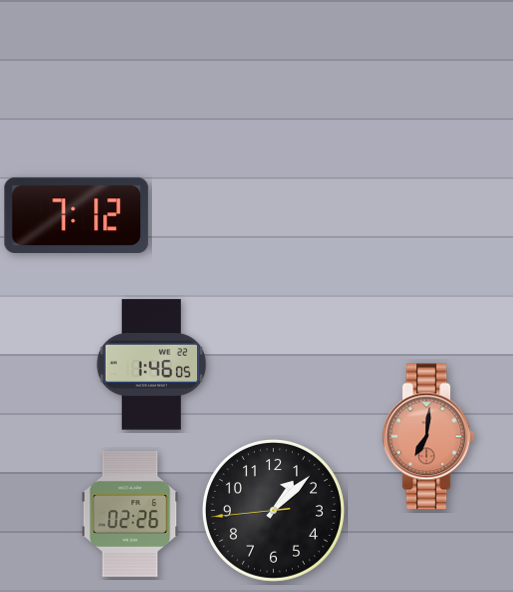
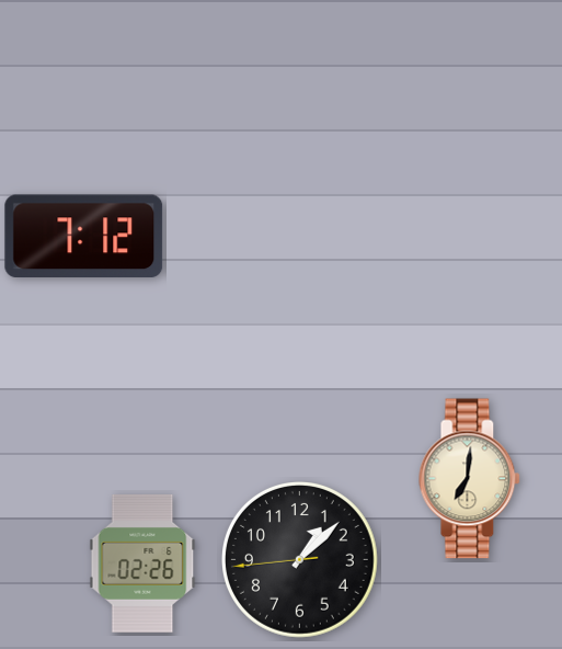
clock at (152, 365): 1:46 -> none
clock at (429, 437) dial: salmon -> cream
